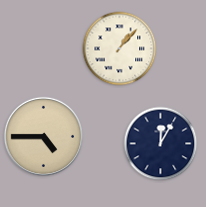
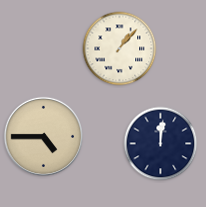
clock at (161, 144): 12:05 -> 12:01
